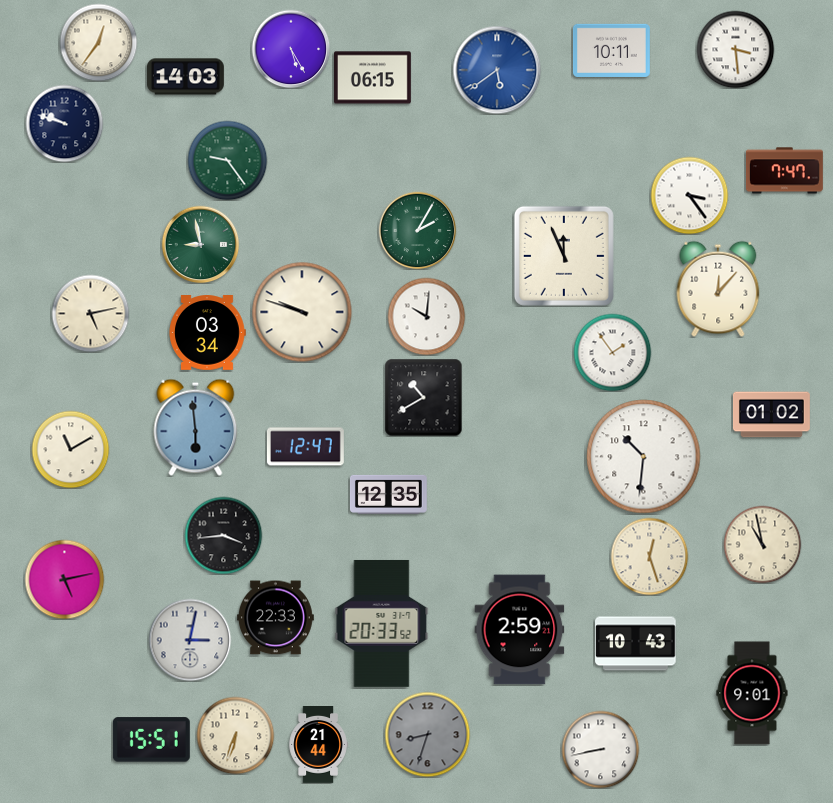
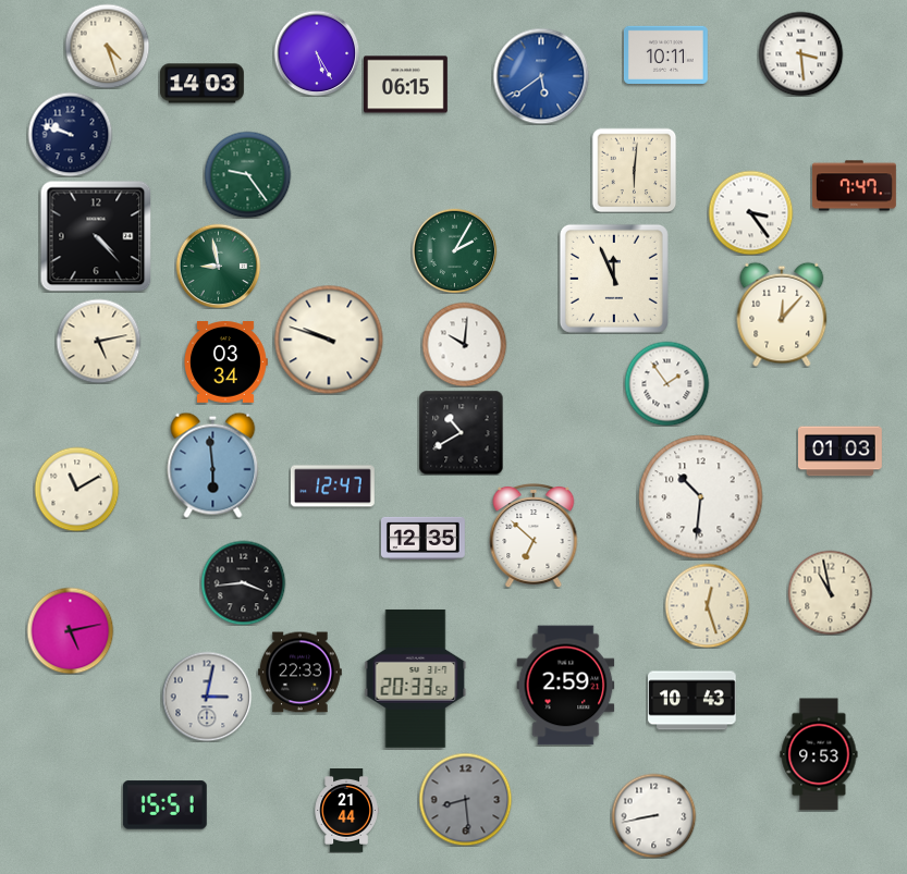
clock at (98, 42): 12:36 -> 4:27
clock at (634, 170): none -> 6:01
clock at (96, 236): none -> 4:23
clock at (772, 415): 01:02 -> 01:03
clock at (534, 536): none -> 6:52
clock at (752, 693): 9:01 -> 9:53
clock at (427, 734): 8:33 -> 8:29
clock at (235, 735): 6:33 -> none
